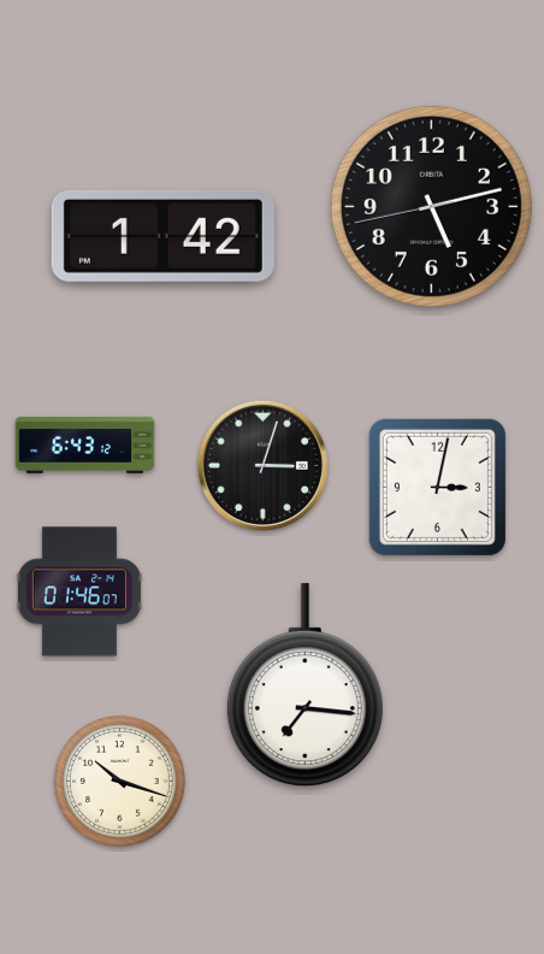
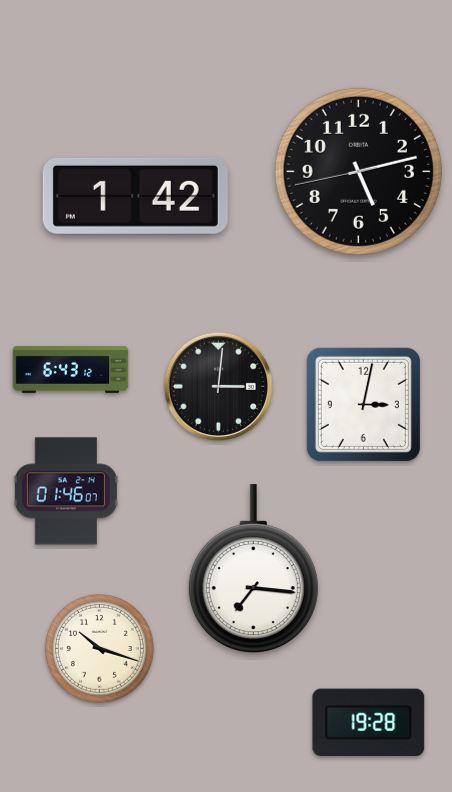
clock at (262, 465): 3:03 -> 3:01
clock at (369, 723): none -> 19:28
